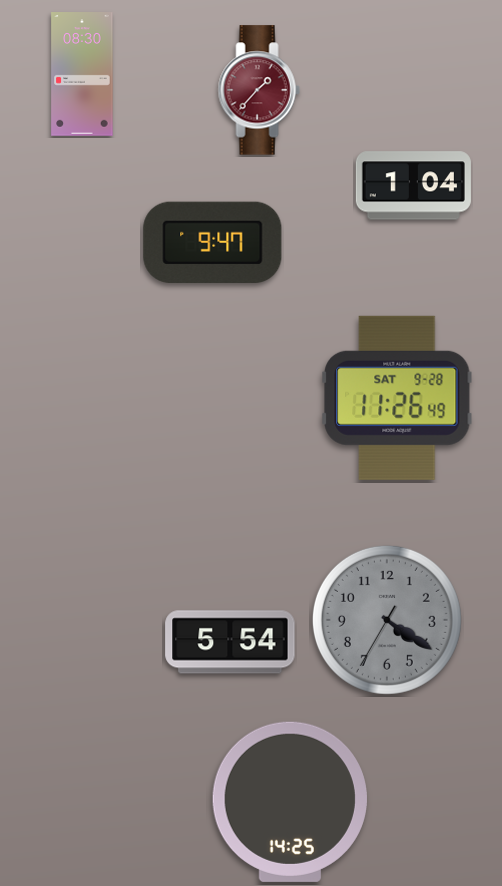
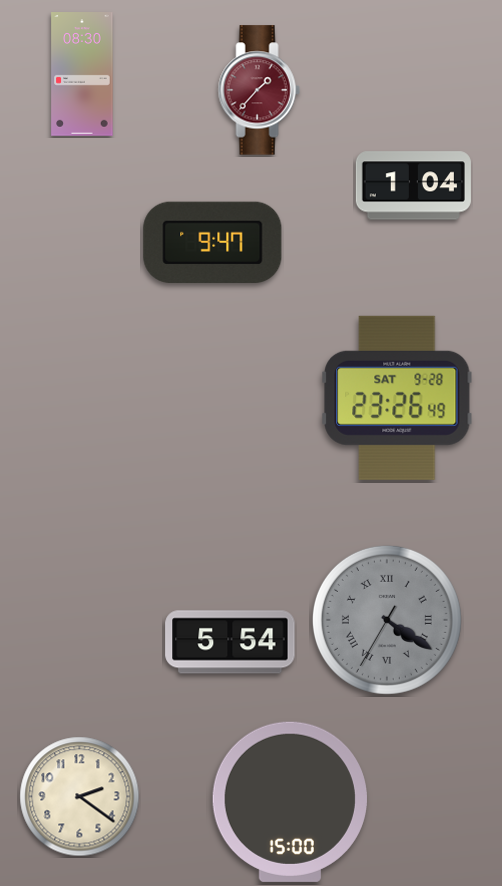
clock at (397, 398): 11:26 -> 23:26
clock at (387, 620) numerals: Arabic -> Roman
clock at (80, 797): none -> 2:21
clock at (290, 802): 14:25 -> 15:00
